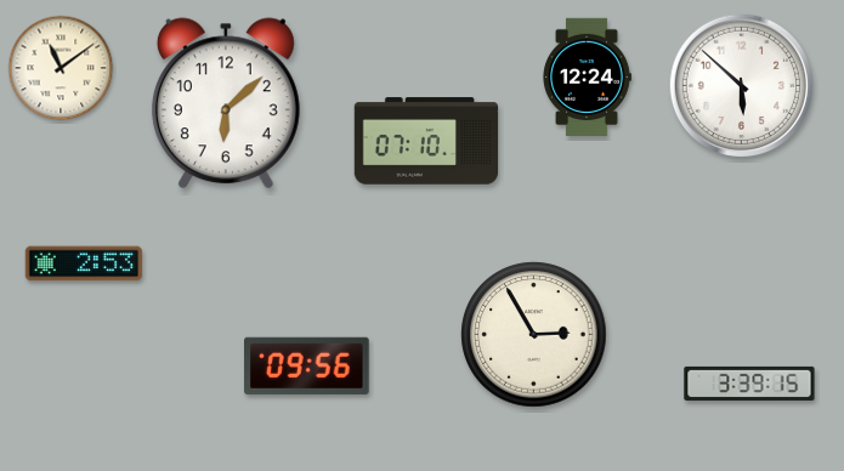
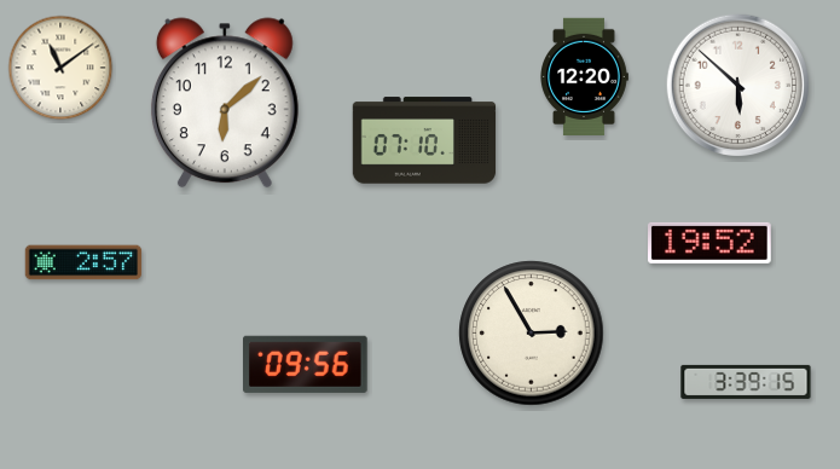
clock at (587, 76): 12:24 -> 12:20
clock at (711, 243): none -> 19:52
clock at (84, 263): 2:53 -> 2:57
